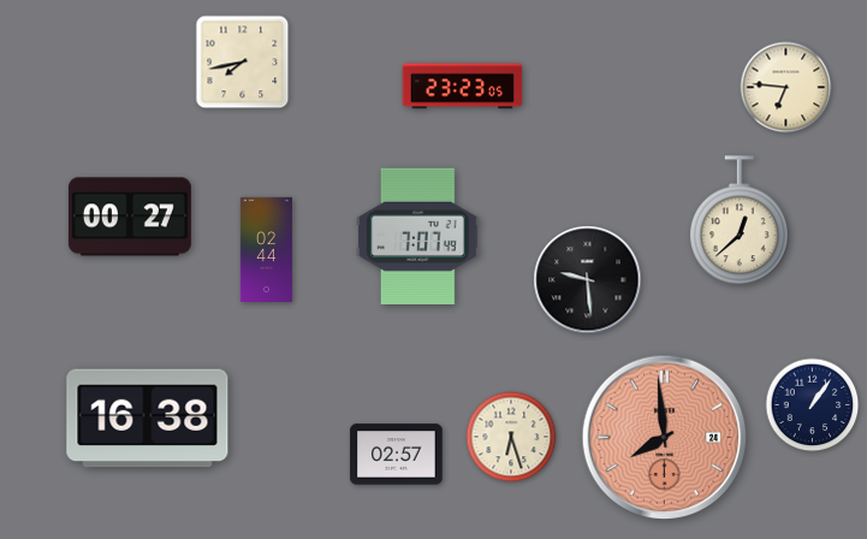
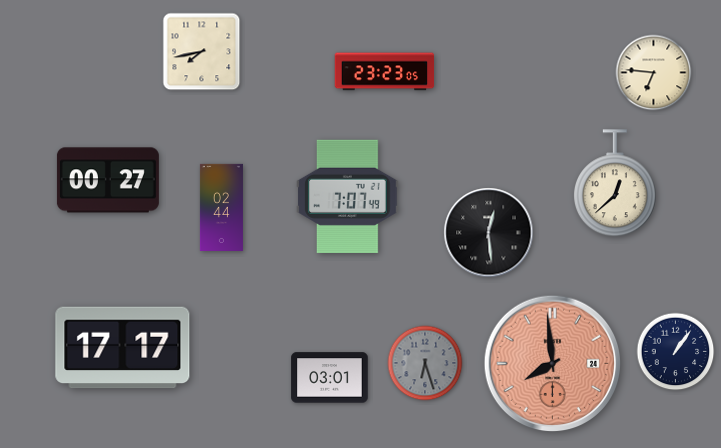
clock at (588, 280): 9:29 -> 12:29
clock at (813, 405) position: (813, 405) -> (676, 352)
clock at (148, 419): 16:38 -> 17:17
clock at (511, 437) dial: cream -> grey
clock at (397, 455): 02:57 -> 03:01
